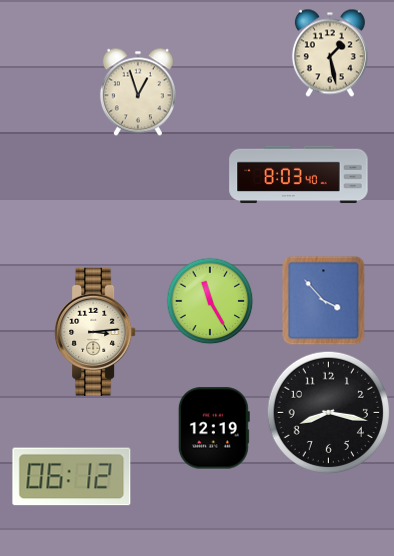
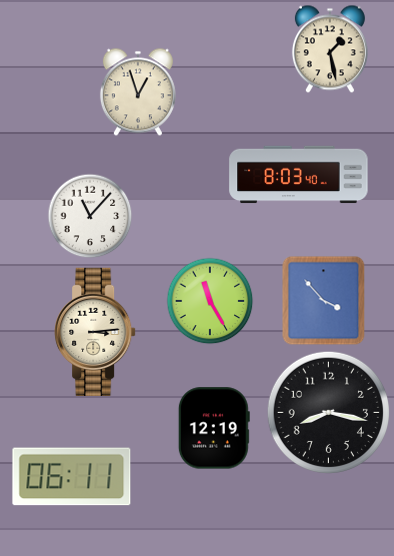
clock at (330, 53) position: (330, 53) -> (330, 49)
clock at (90, 216): none -> 11:07
clock at (72, 477): 06:12 -> 06:11
